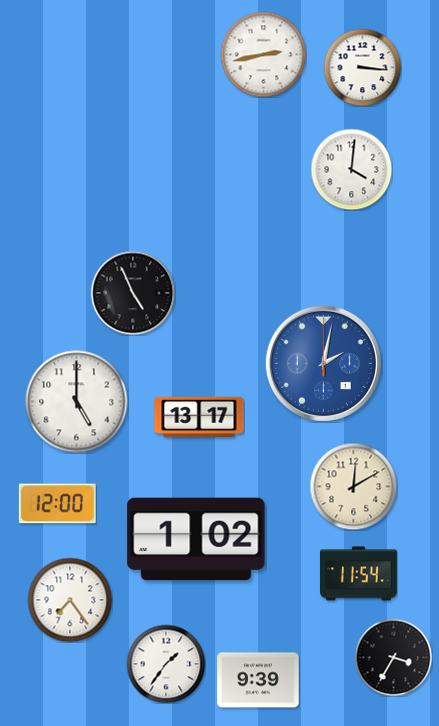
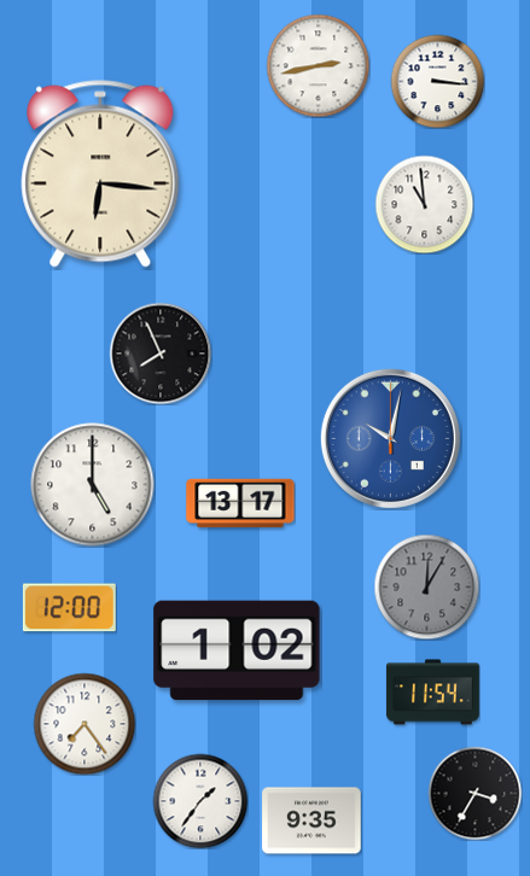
clock at (100, 174): none -> 6:16
clock at (351, 169): 4:01 -> 10:59
clock at (133, 293): 4:56 -> 7:56
clock at (323, 363): 2:02 -> 10:02
clock at (353, 486): 12:10 -> 12:05
clock at (353, 486) dial: cream -> grey
clock at (258, 680): 9:39 -> 9:35
